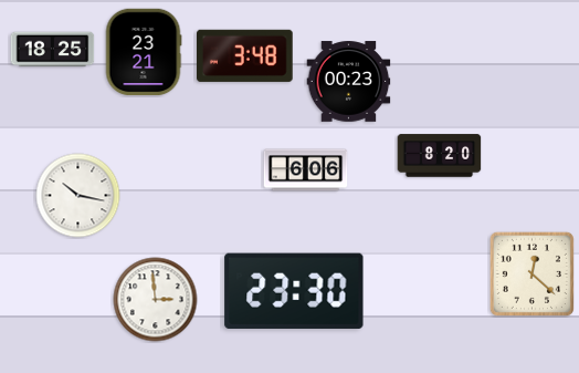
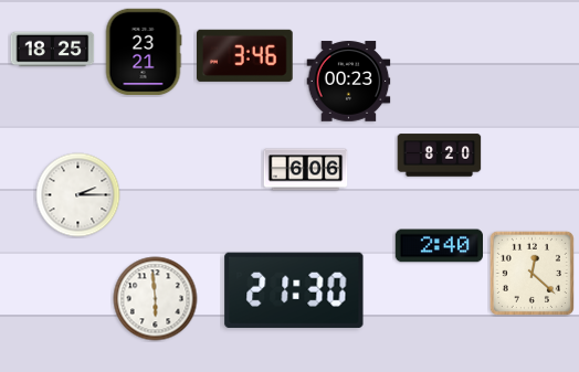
clock at (245, 55): 3:48 -> 3:46
clock at (78, 196): 10:17 -> 2:15
clock at (439, 246): none -> 2:40
clock at (294, 291): 23:30 -> 21:30
clock at (156, 300): 2:59 -> 5:59
